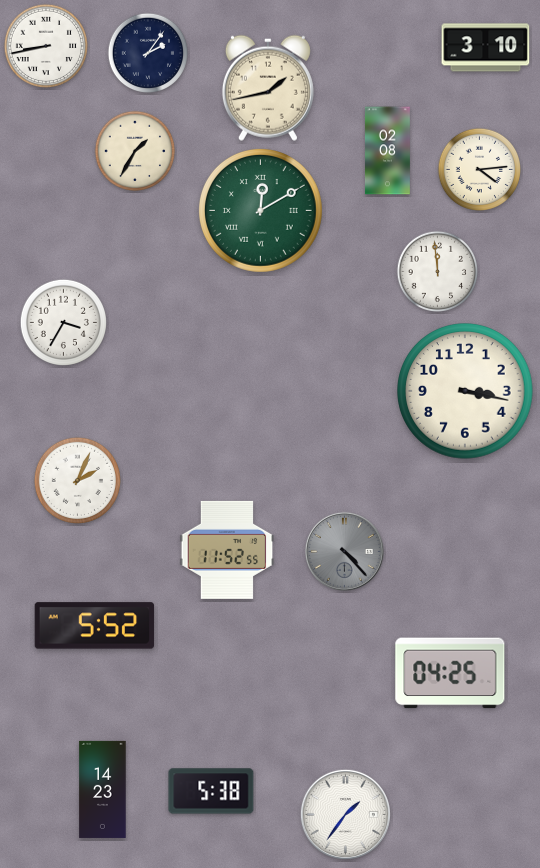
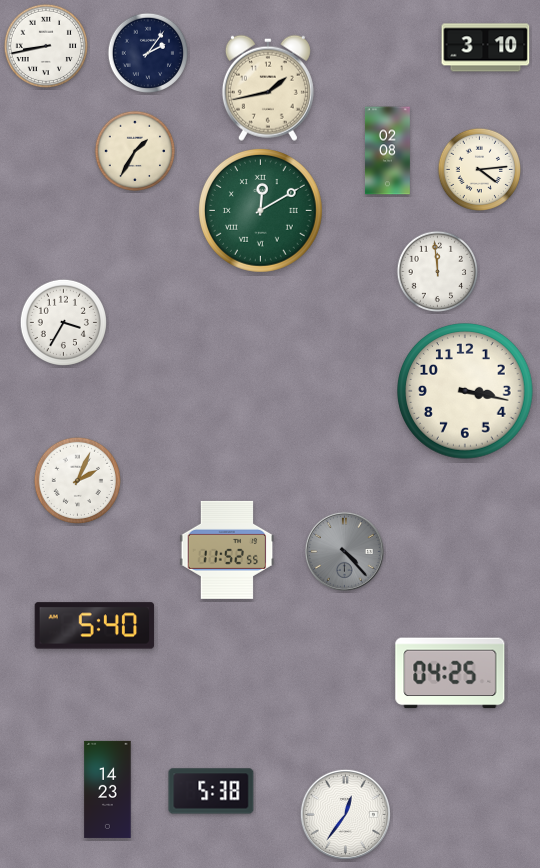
clock at (95, 626): 5:52 -> 5:40
clock at (103, 789) position: (103, 789) -> (108, 789)
clock at (345, 814): 1:36 -> 12:36
